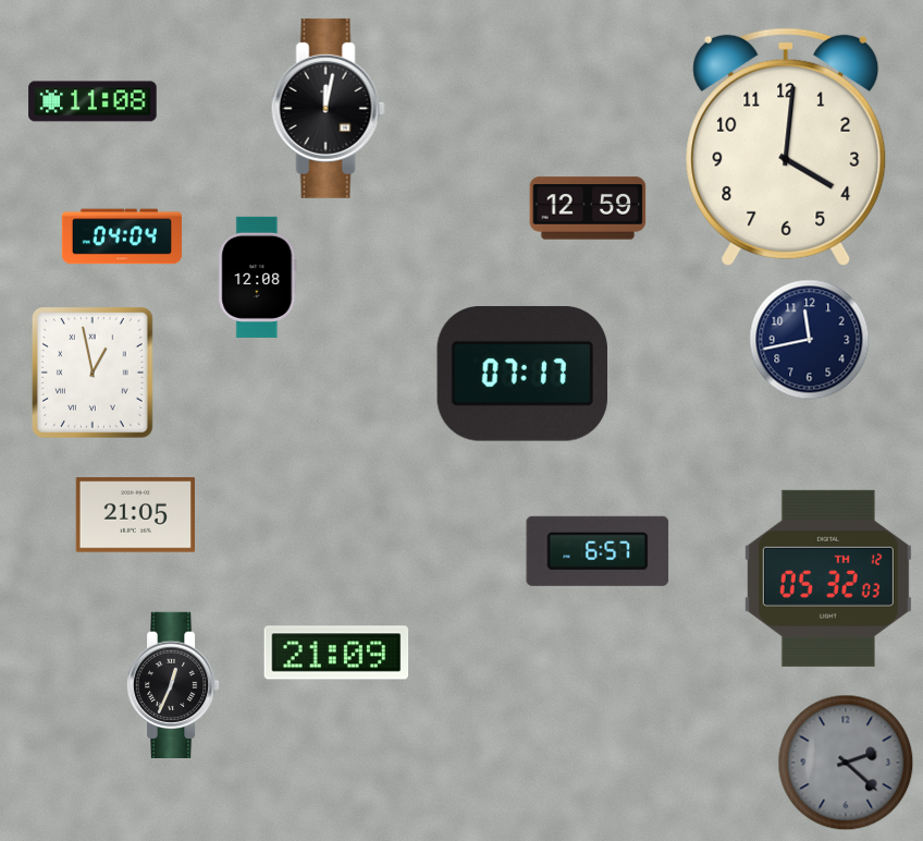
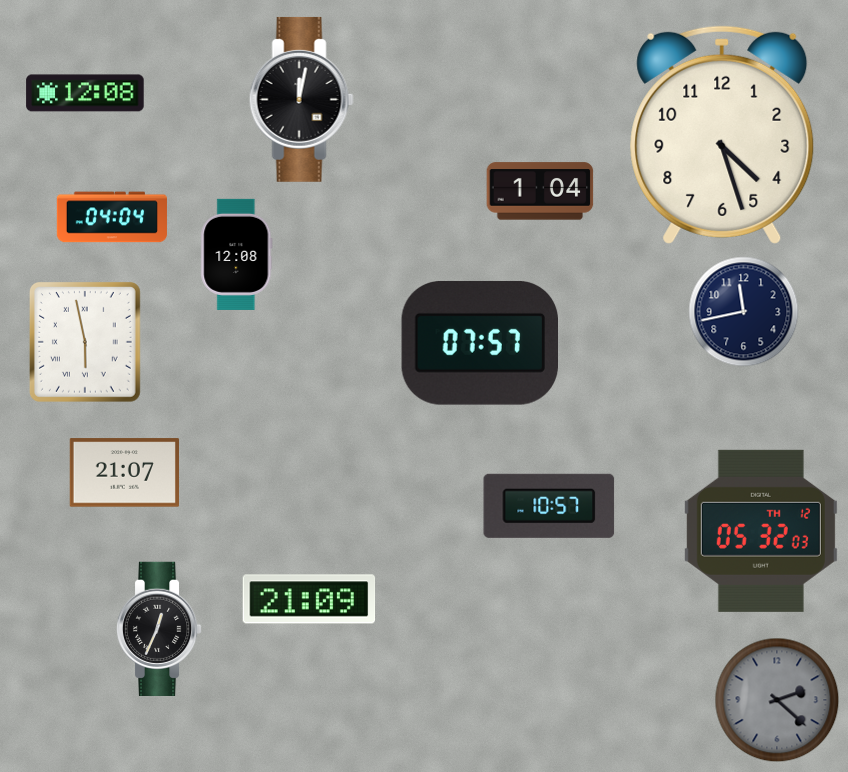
clock at (93, 101): 11:08 -> 12:08
clock at (786, 147): 4:01 -> 4:27
clock at (588, 208): 12:59 -> 1:04
clock at (93, 373): 12:58 -> 5:58
clock at (522, 374): 07:17 -> 07:57
clock at (135, 515): 21:05 -> 21:07
clock at (598, 551): 6:57 -> 10:57
